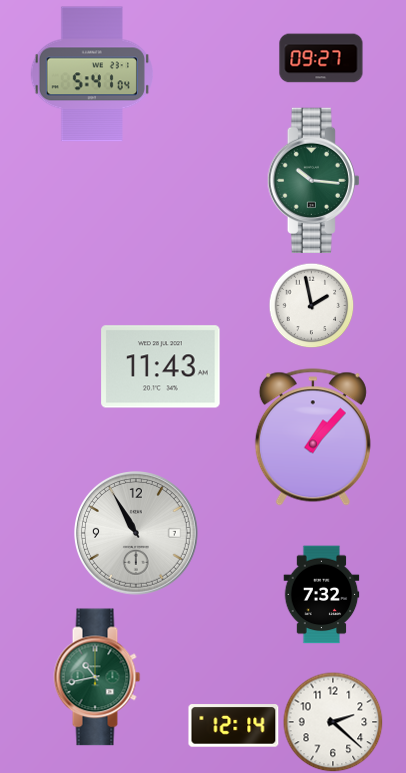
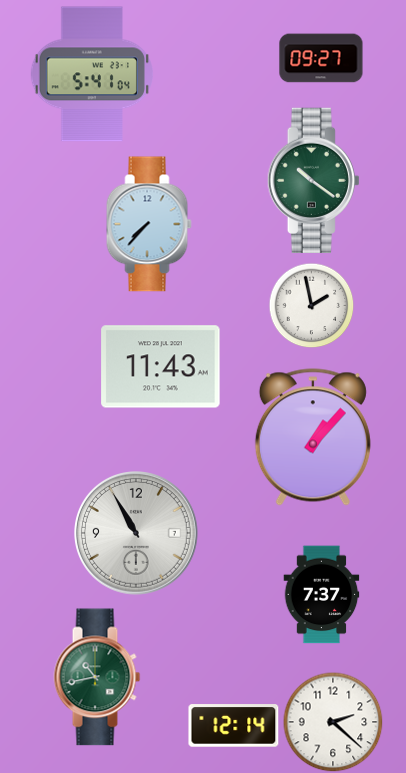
clock at (313, 180): 10:16 -> 10:21
clock at (149, 224): none -> 7:37
clock at (322, 595): 7:32 -> 7:37
